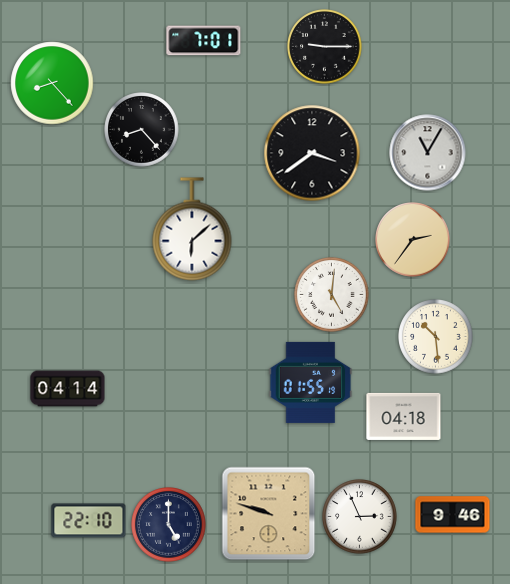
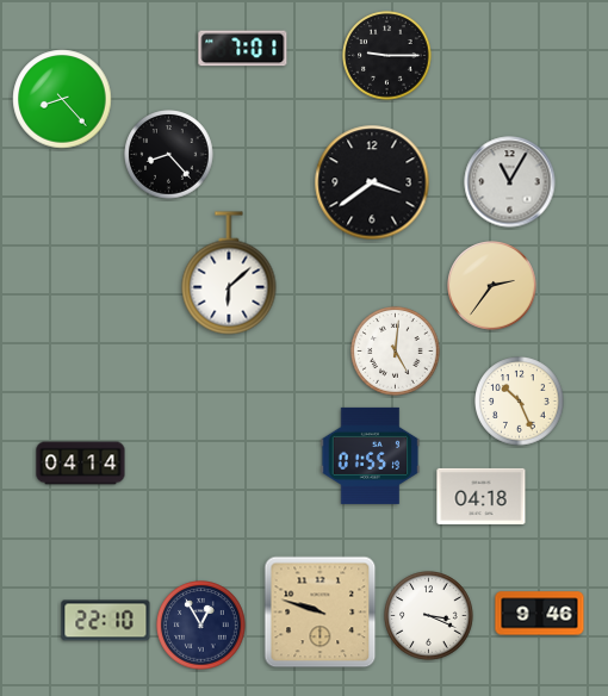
clock at (436, 337): 10:29 -> 10:26
clock at (360, 517): 2:56 -> 3:19
clock at (169, 525): 5:00 -> 12:55
